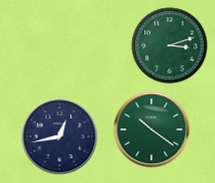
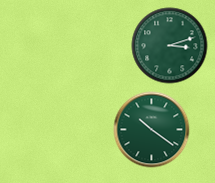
clock at (60, 137): 12:43 -> none
